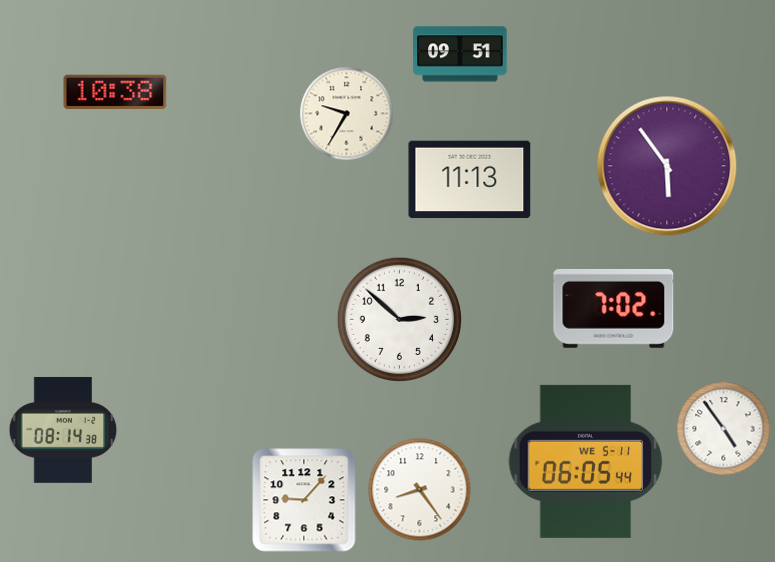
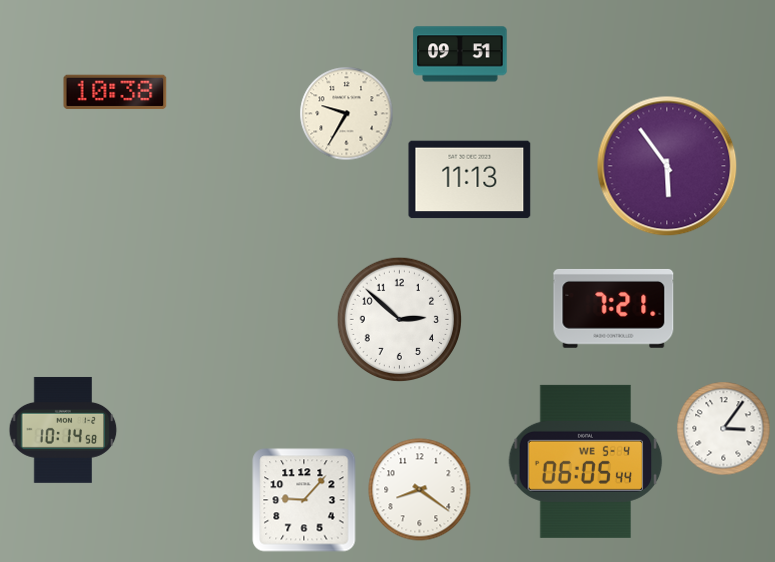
clock at (614, 308): 7:02 -> 7:21
clock at (724, 429): 4:54 -> 3:06
clock at (63, 430): 08:14 -> 10:14
clock at (586, 461) date: WE 5-11 -> WE 5-4
clock at (420, 490): 8:24 -> 8:21
